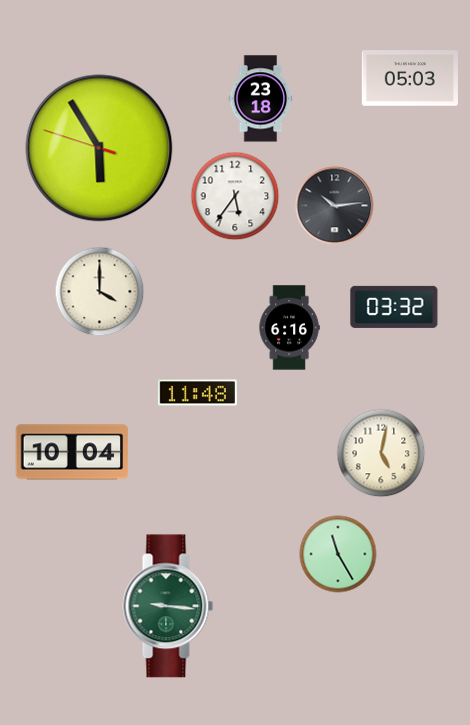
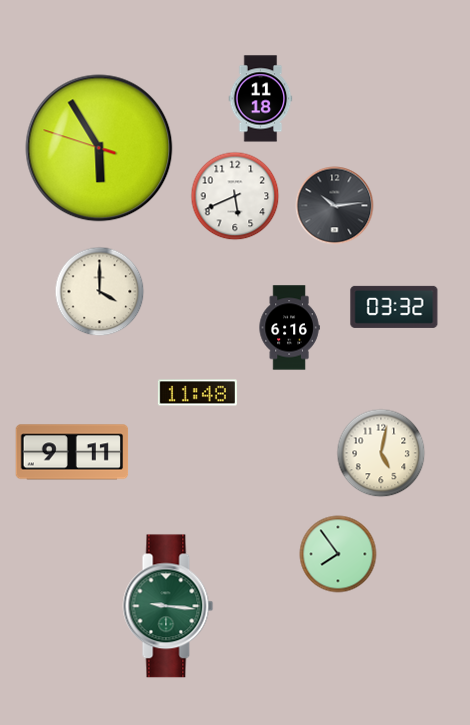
clock at (410, 78): 05:03 -> none
clock at (261, 99): 23:18 -> 11:18
clock at (235, 196): 5:36 -> 5:41
clock at (72, 452): 10:04 -> 9:11
clock at (338, 554): 11:25 -> 7:54
